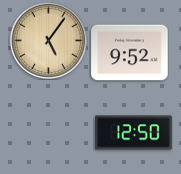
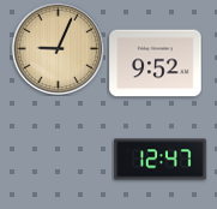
clock at (48, 40): 5:06 -> 9:04
clock at (134, 133): 12:50 -> 12:47
